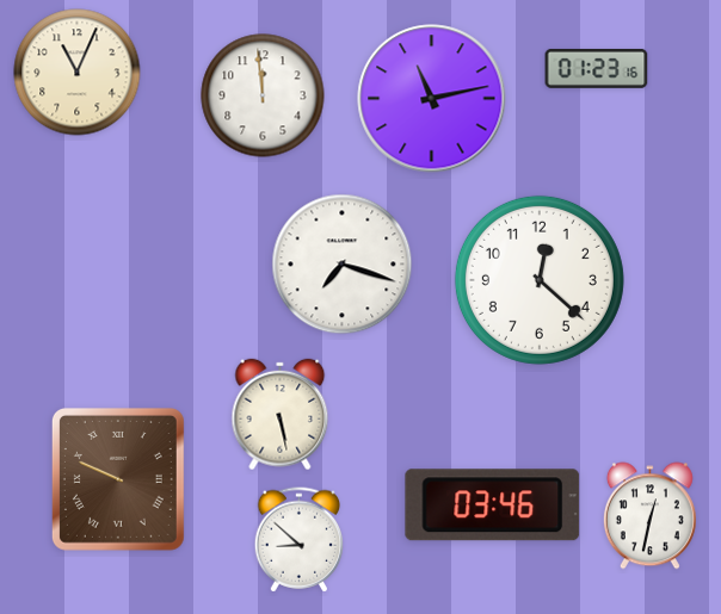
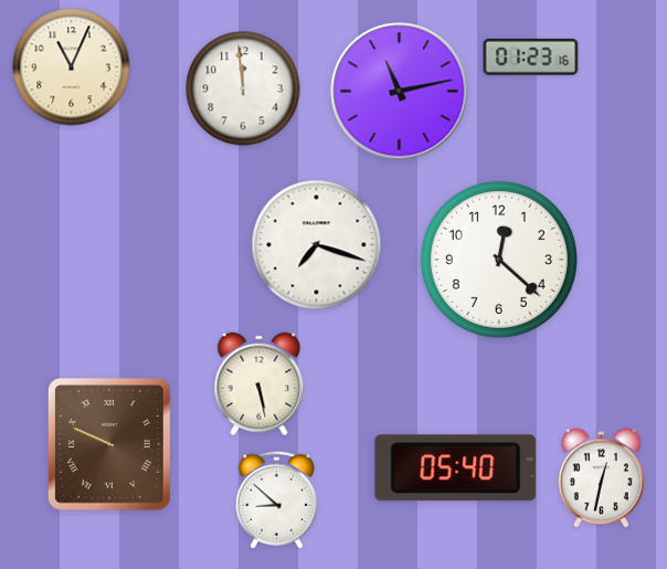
clock at (597, 68) position: (597, 68) -> (531, 56)
clock at (493, 506): 03:46 -> 05:40
